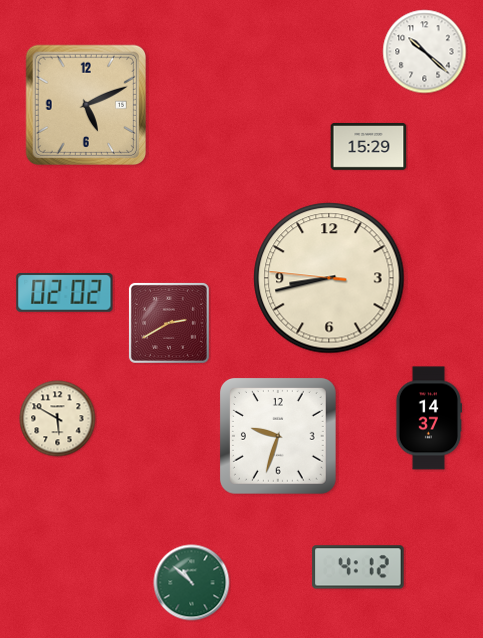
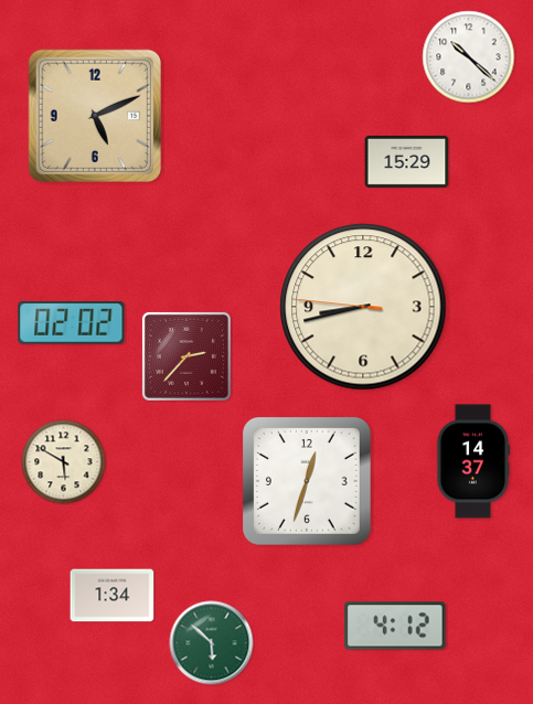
clock at (169, 323): 2:40 -> 2:37
clock at (278, 436): 9:33 -> 12:33
clock at (113, 596): none -> 1:34
clock at (192, 583): 10:52 -> 5:52
